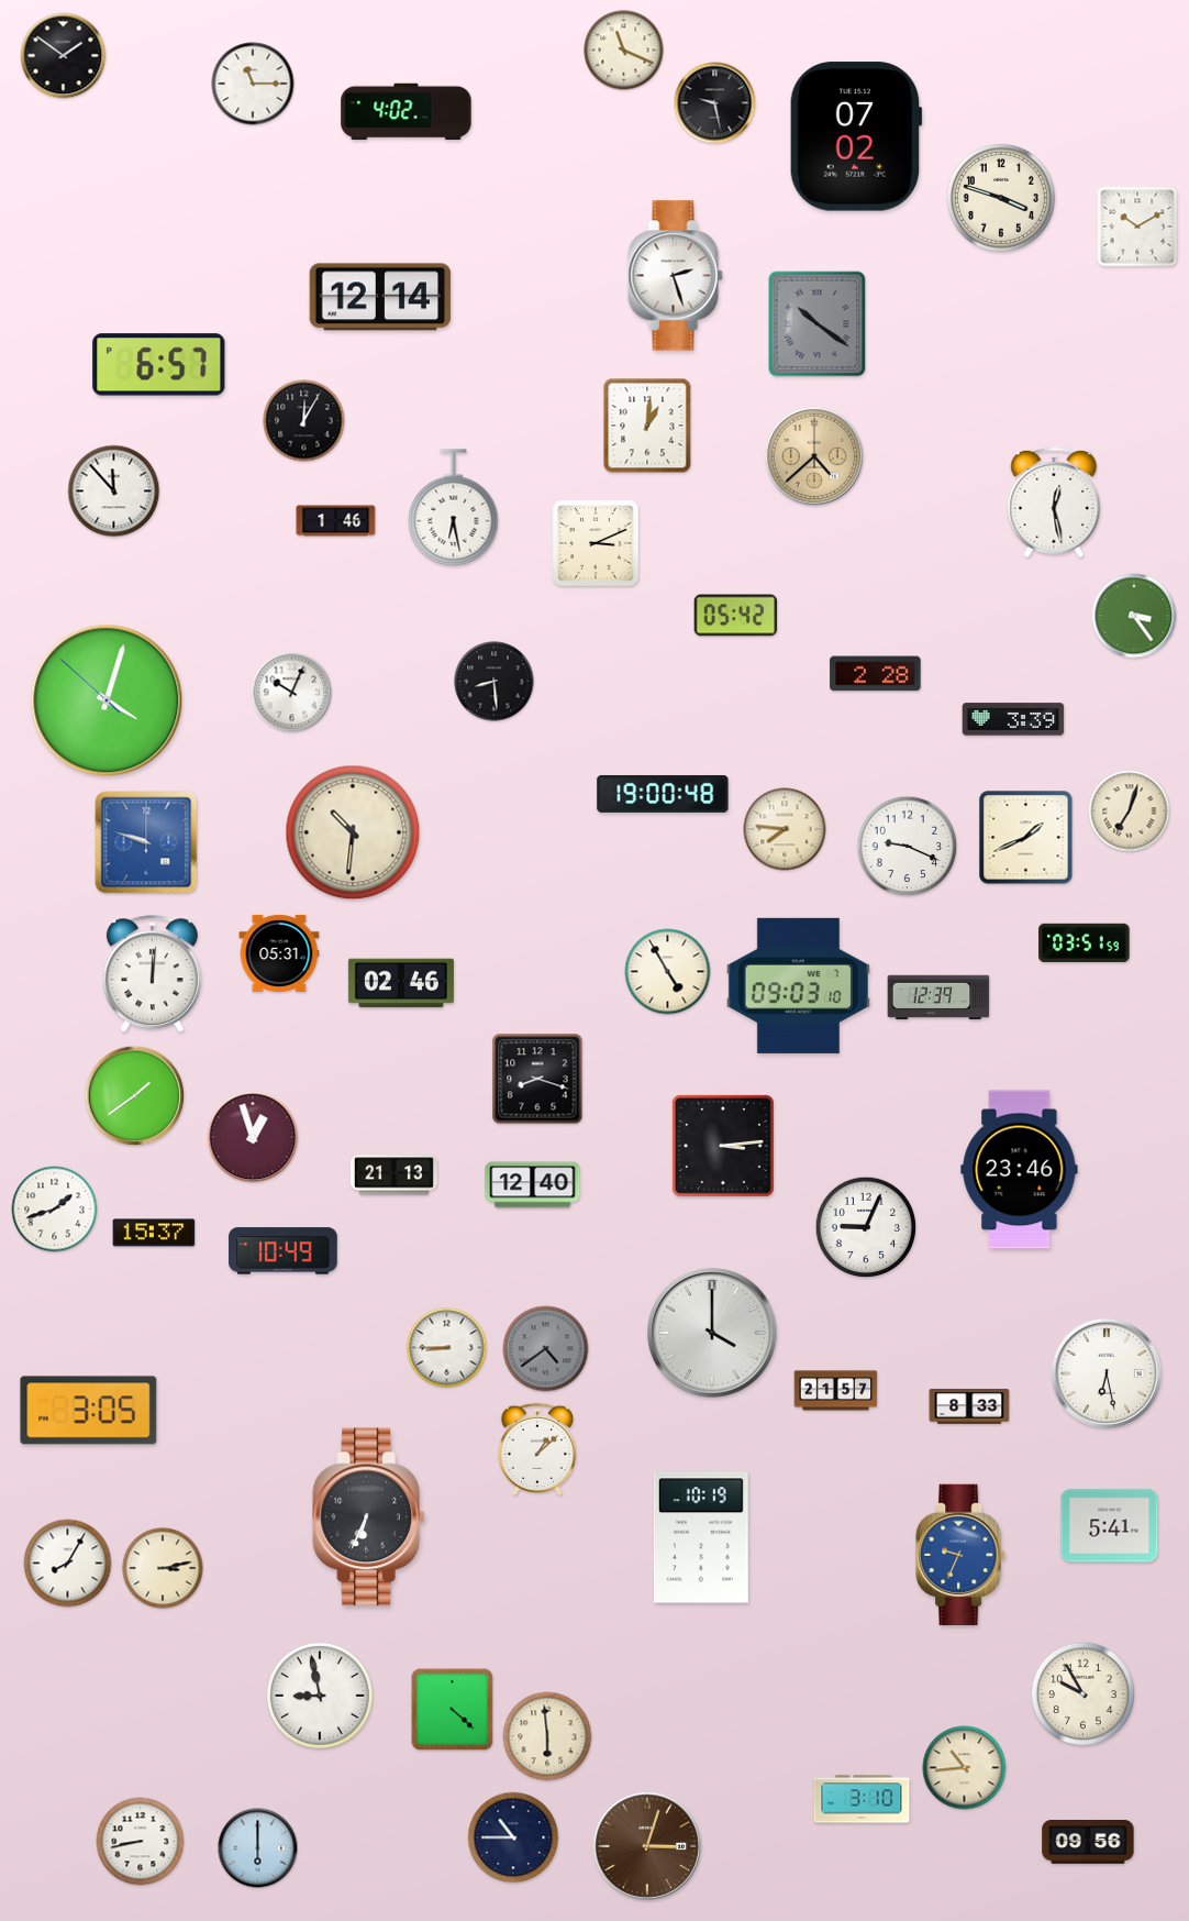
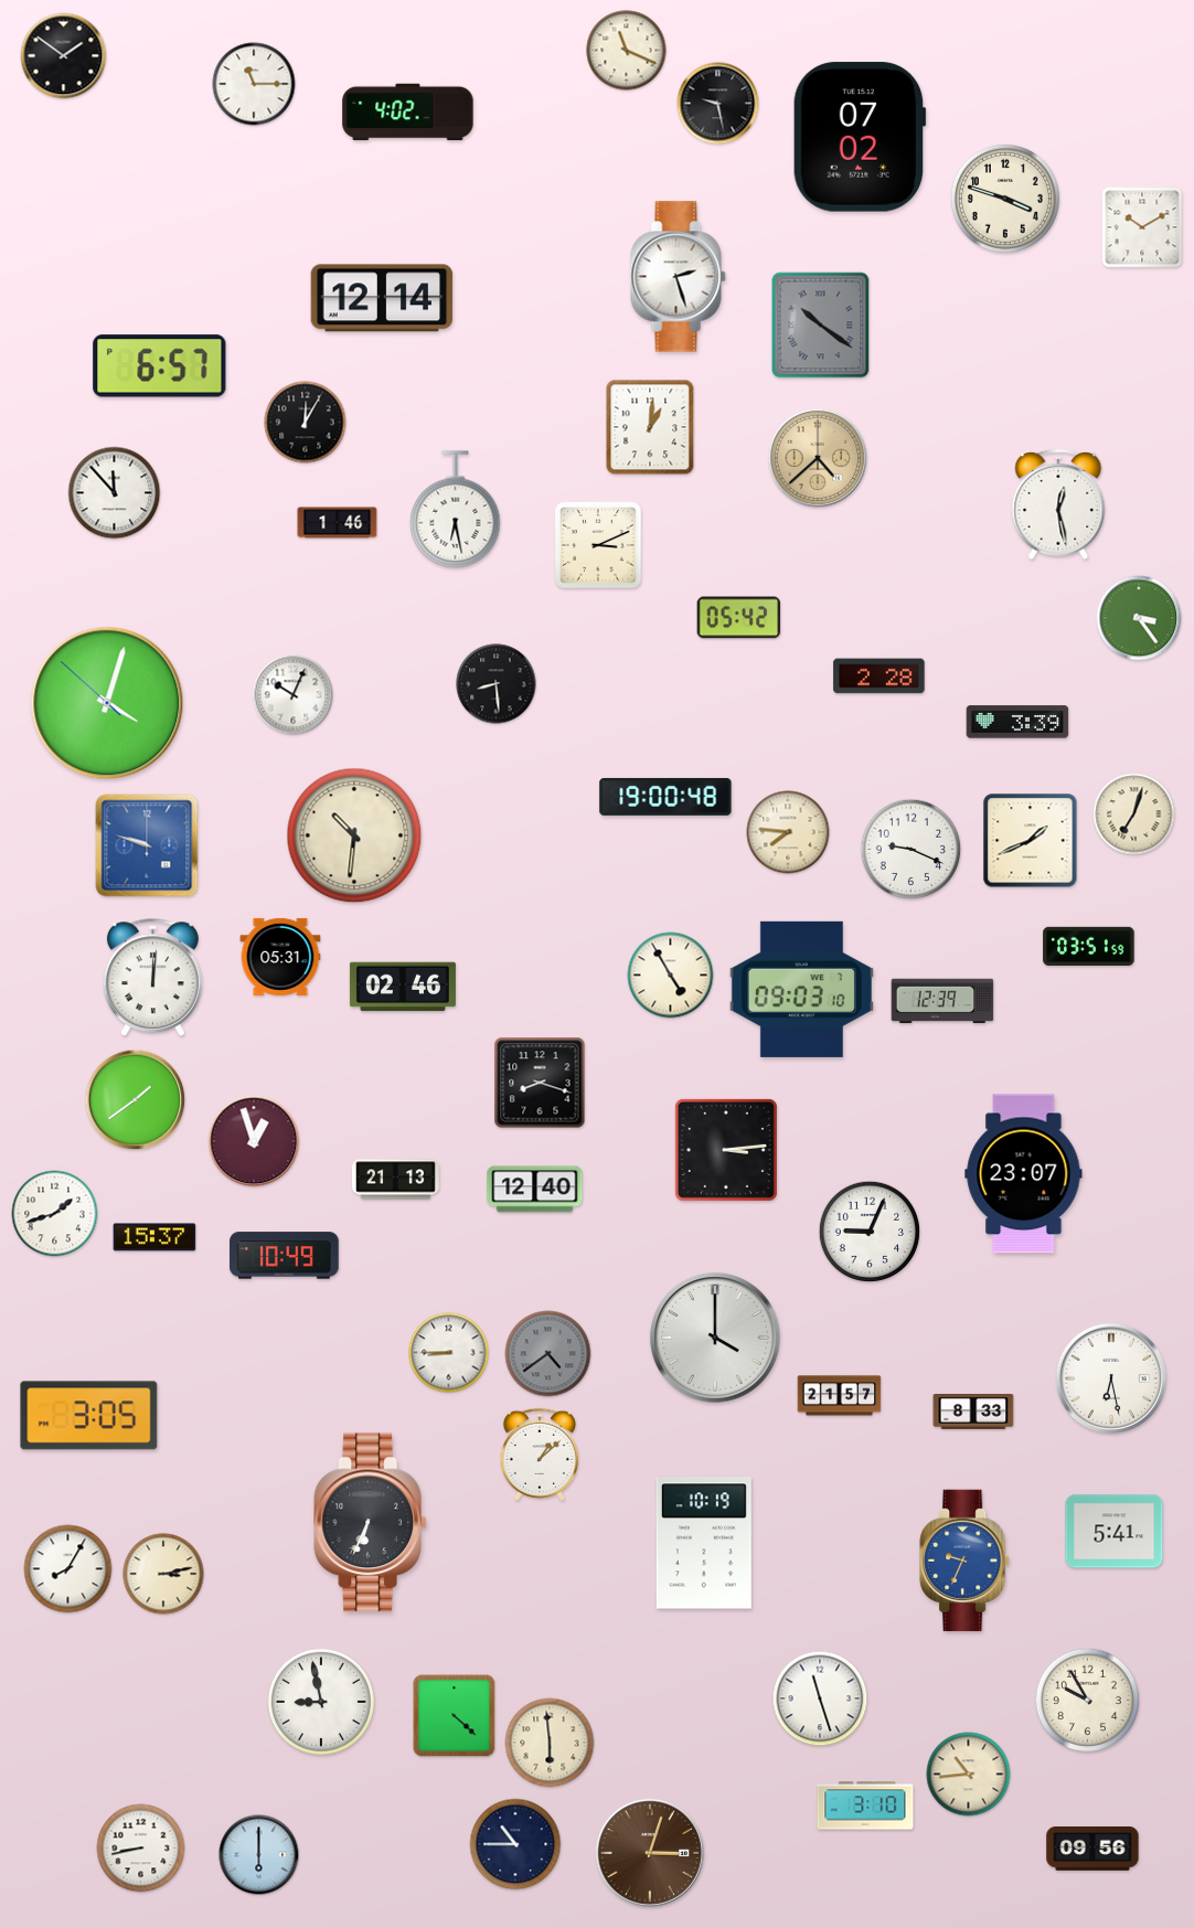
clock at (1020, 1170): 23:46 -> 23:07
clock at (820, 1698): none -> 11:27
